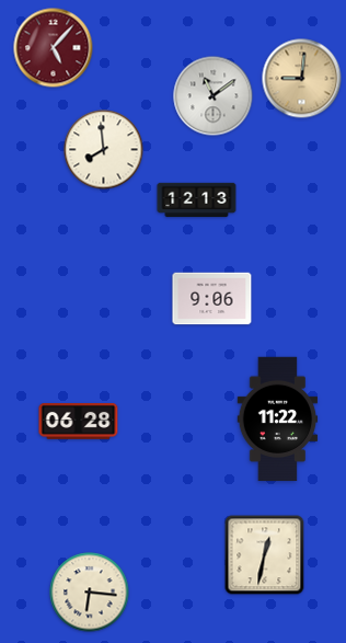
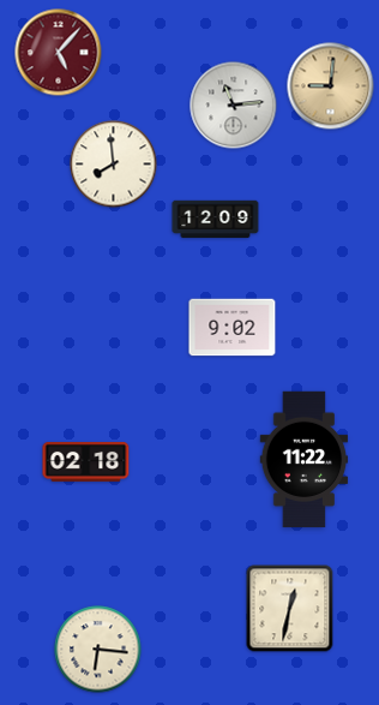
clock at (214, 96): 11:09 -> 11:14
clock at (197, 200): 12:13 -> 12:09
clock at (212, 299): 9:06 -> 9:02
clock at (79, 422): 06:28 -> 02:18
